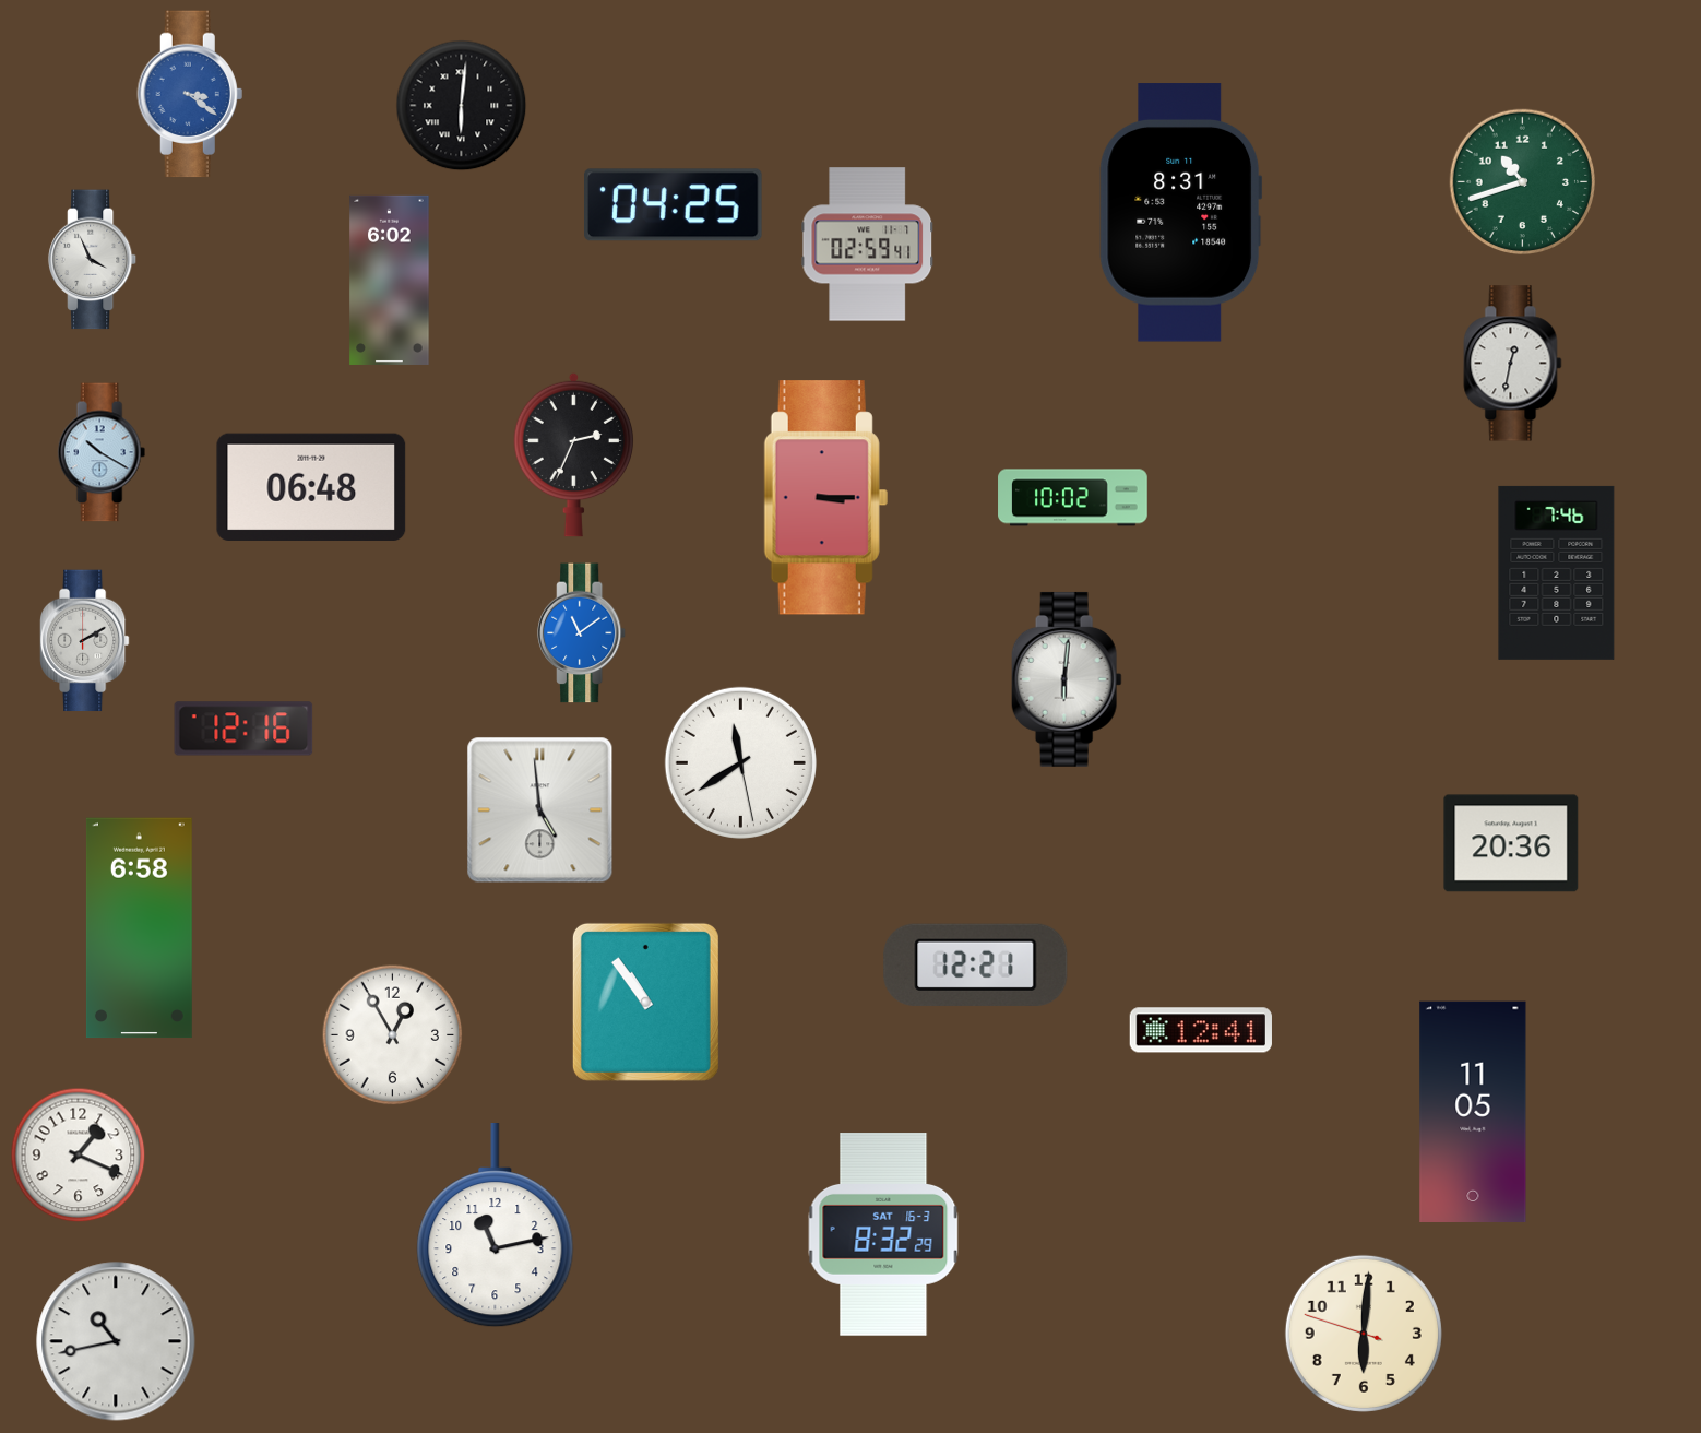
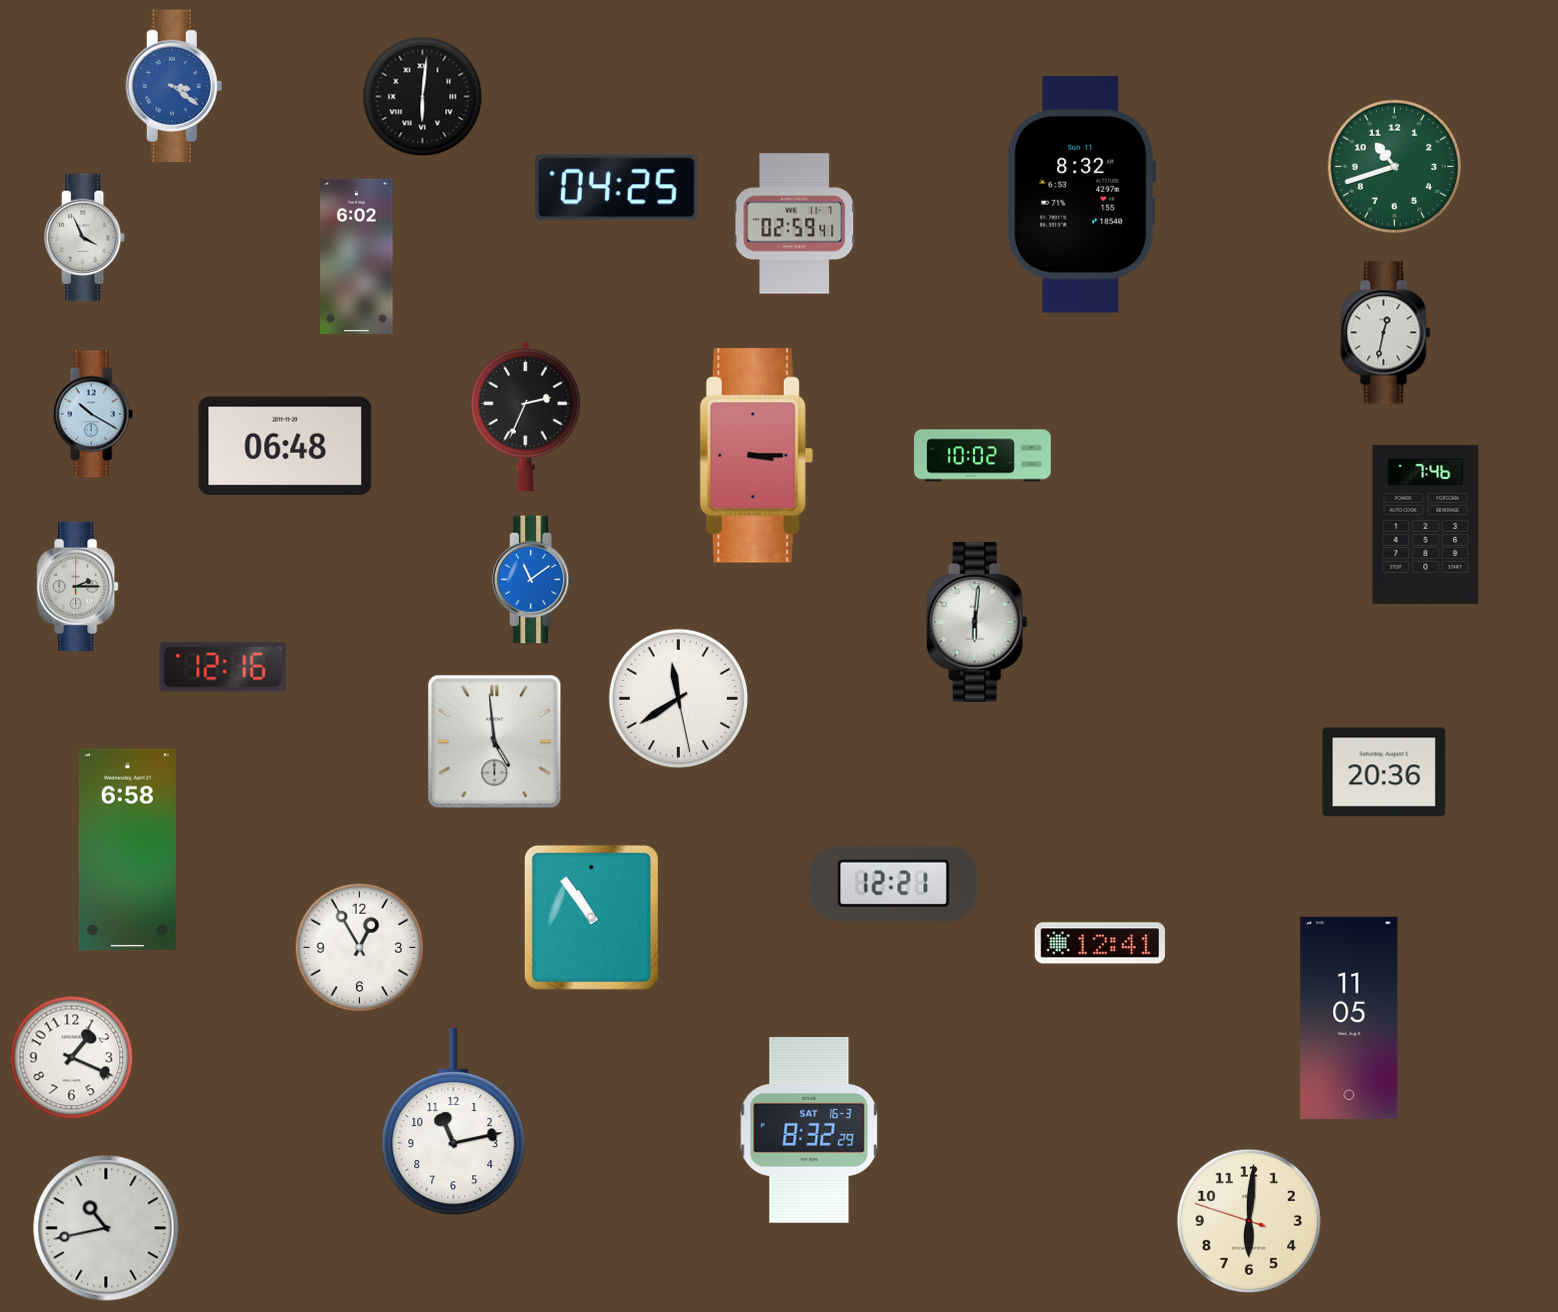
clock at (1181, 213): 8:31 -> 8:32
clock at (85, 641): 2:10 -> 2:15
